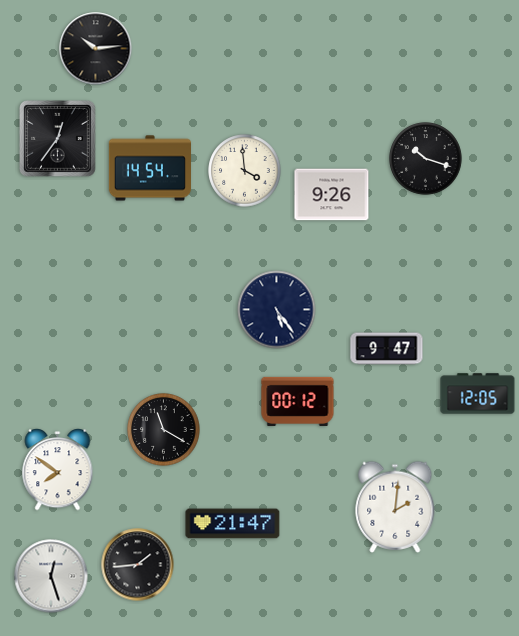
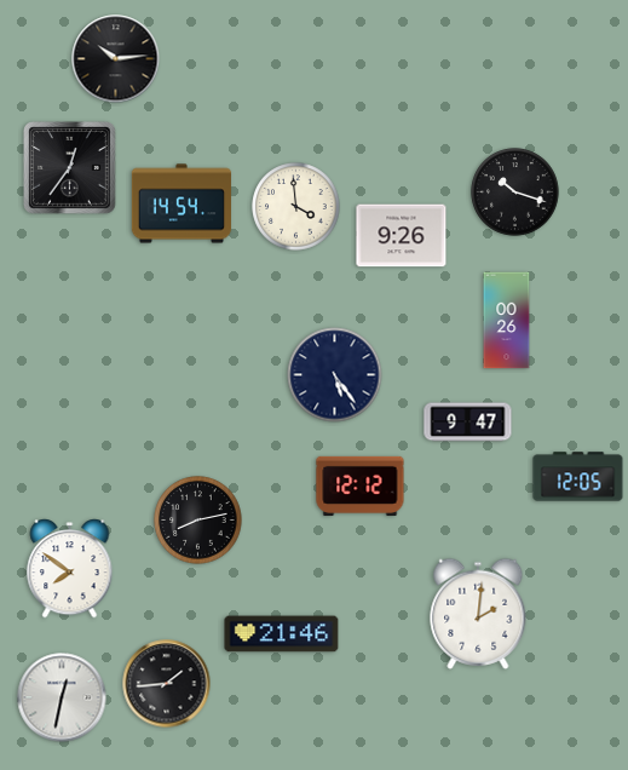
clock at (507, 321): none -> 00:26
clock at (298, 401): 00:12 -> 12:12
clock at (164, 430): 11:20 -> 8:13
clock at (233, 524): 21:47 -> 21:46
clock at (51, 576): 12:27 -> 12:32
